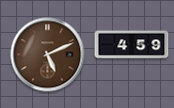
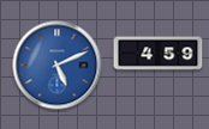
clock at (48, 55) dial: brown -> blue
